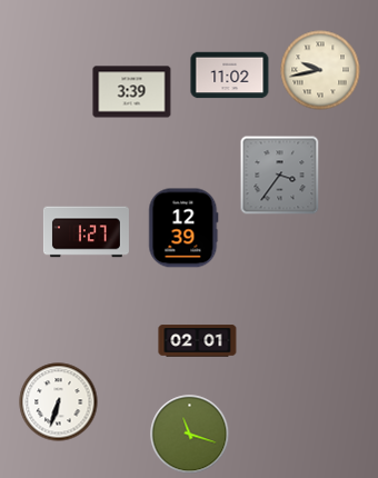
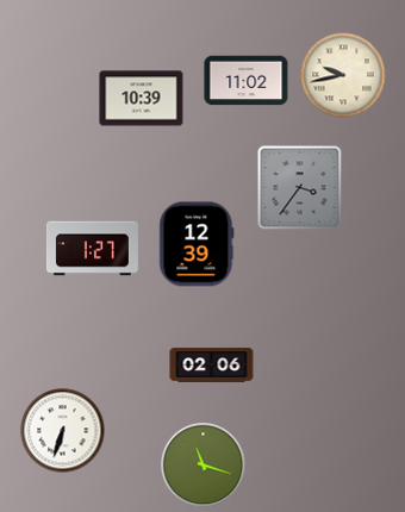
clock at (132, 92): 3:39 -> 10:39
clock at (198, 341): 02:01 -> 02:06
